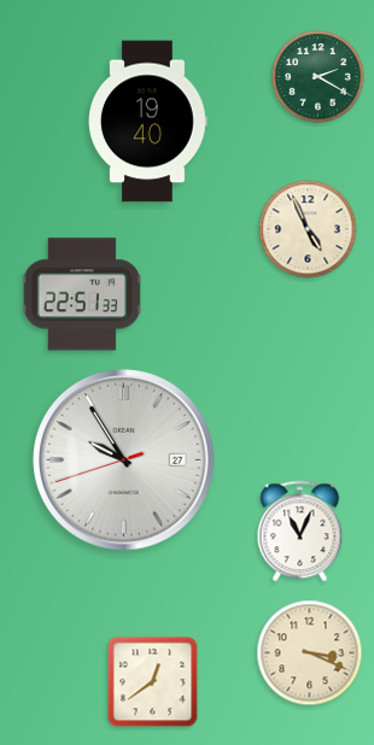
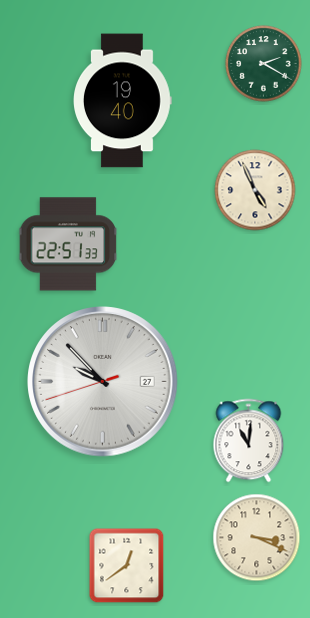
clock at (124, 461): 9:54 -> 9:52
clock at (300, 532): 11:04 -> 11:01
clock at (310, 653) position: (310, 653) -> (257, 538)
